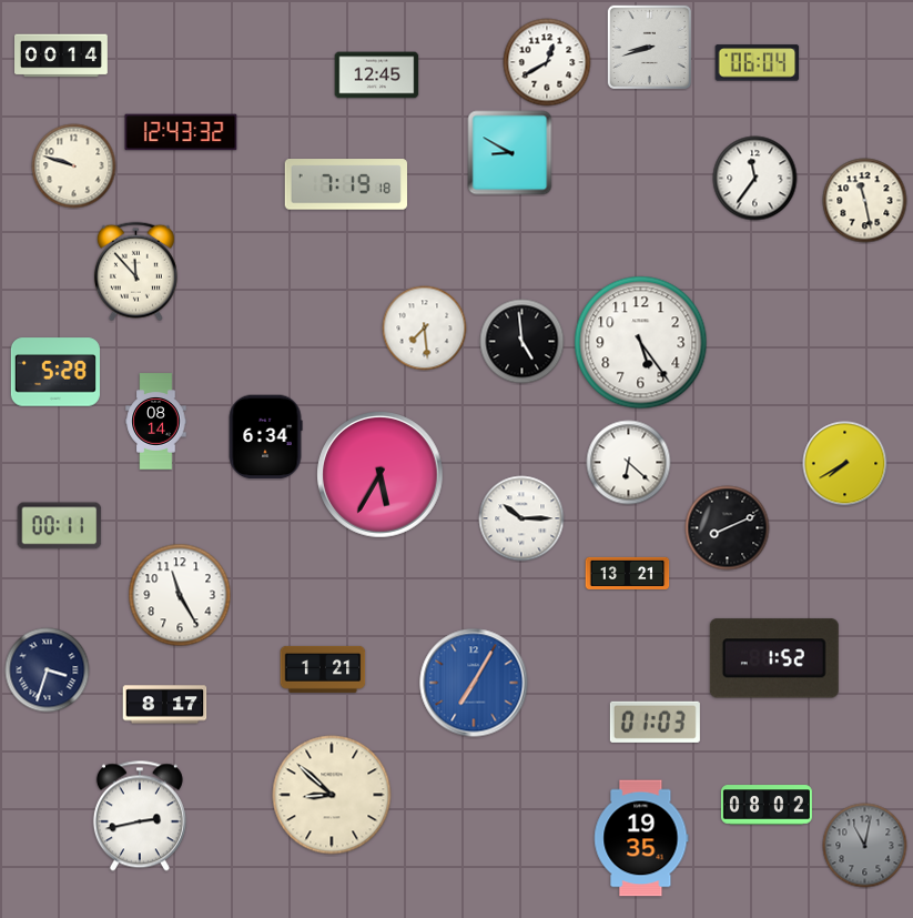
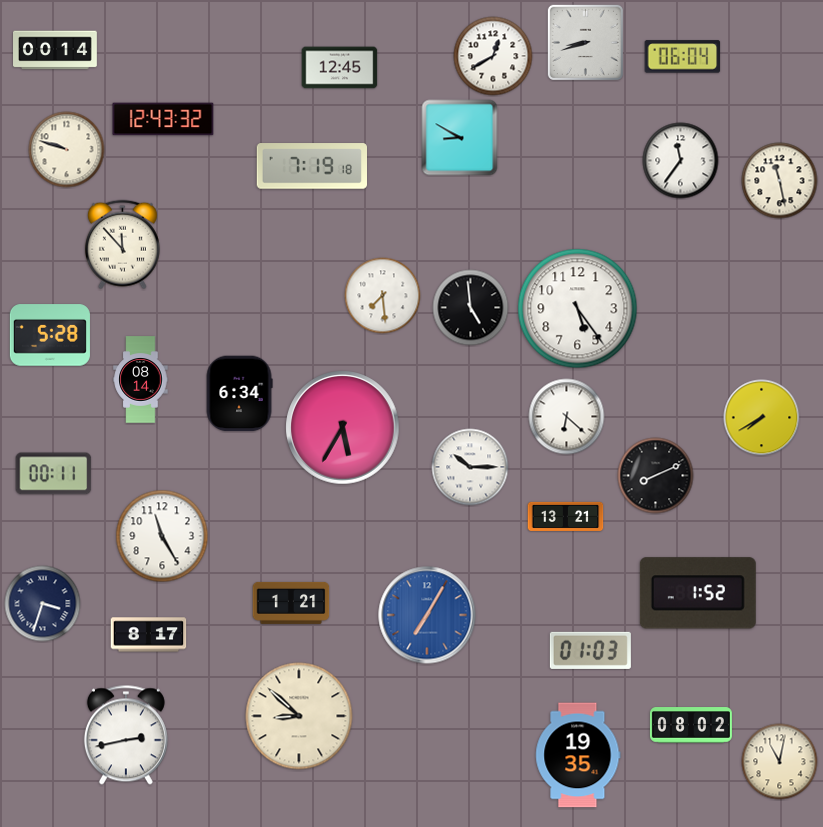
clock at (865, 846) dial: grey -> cream
